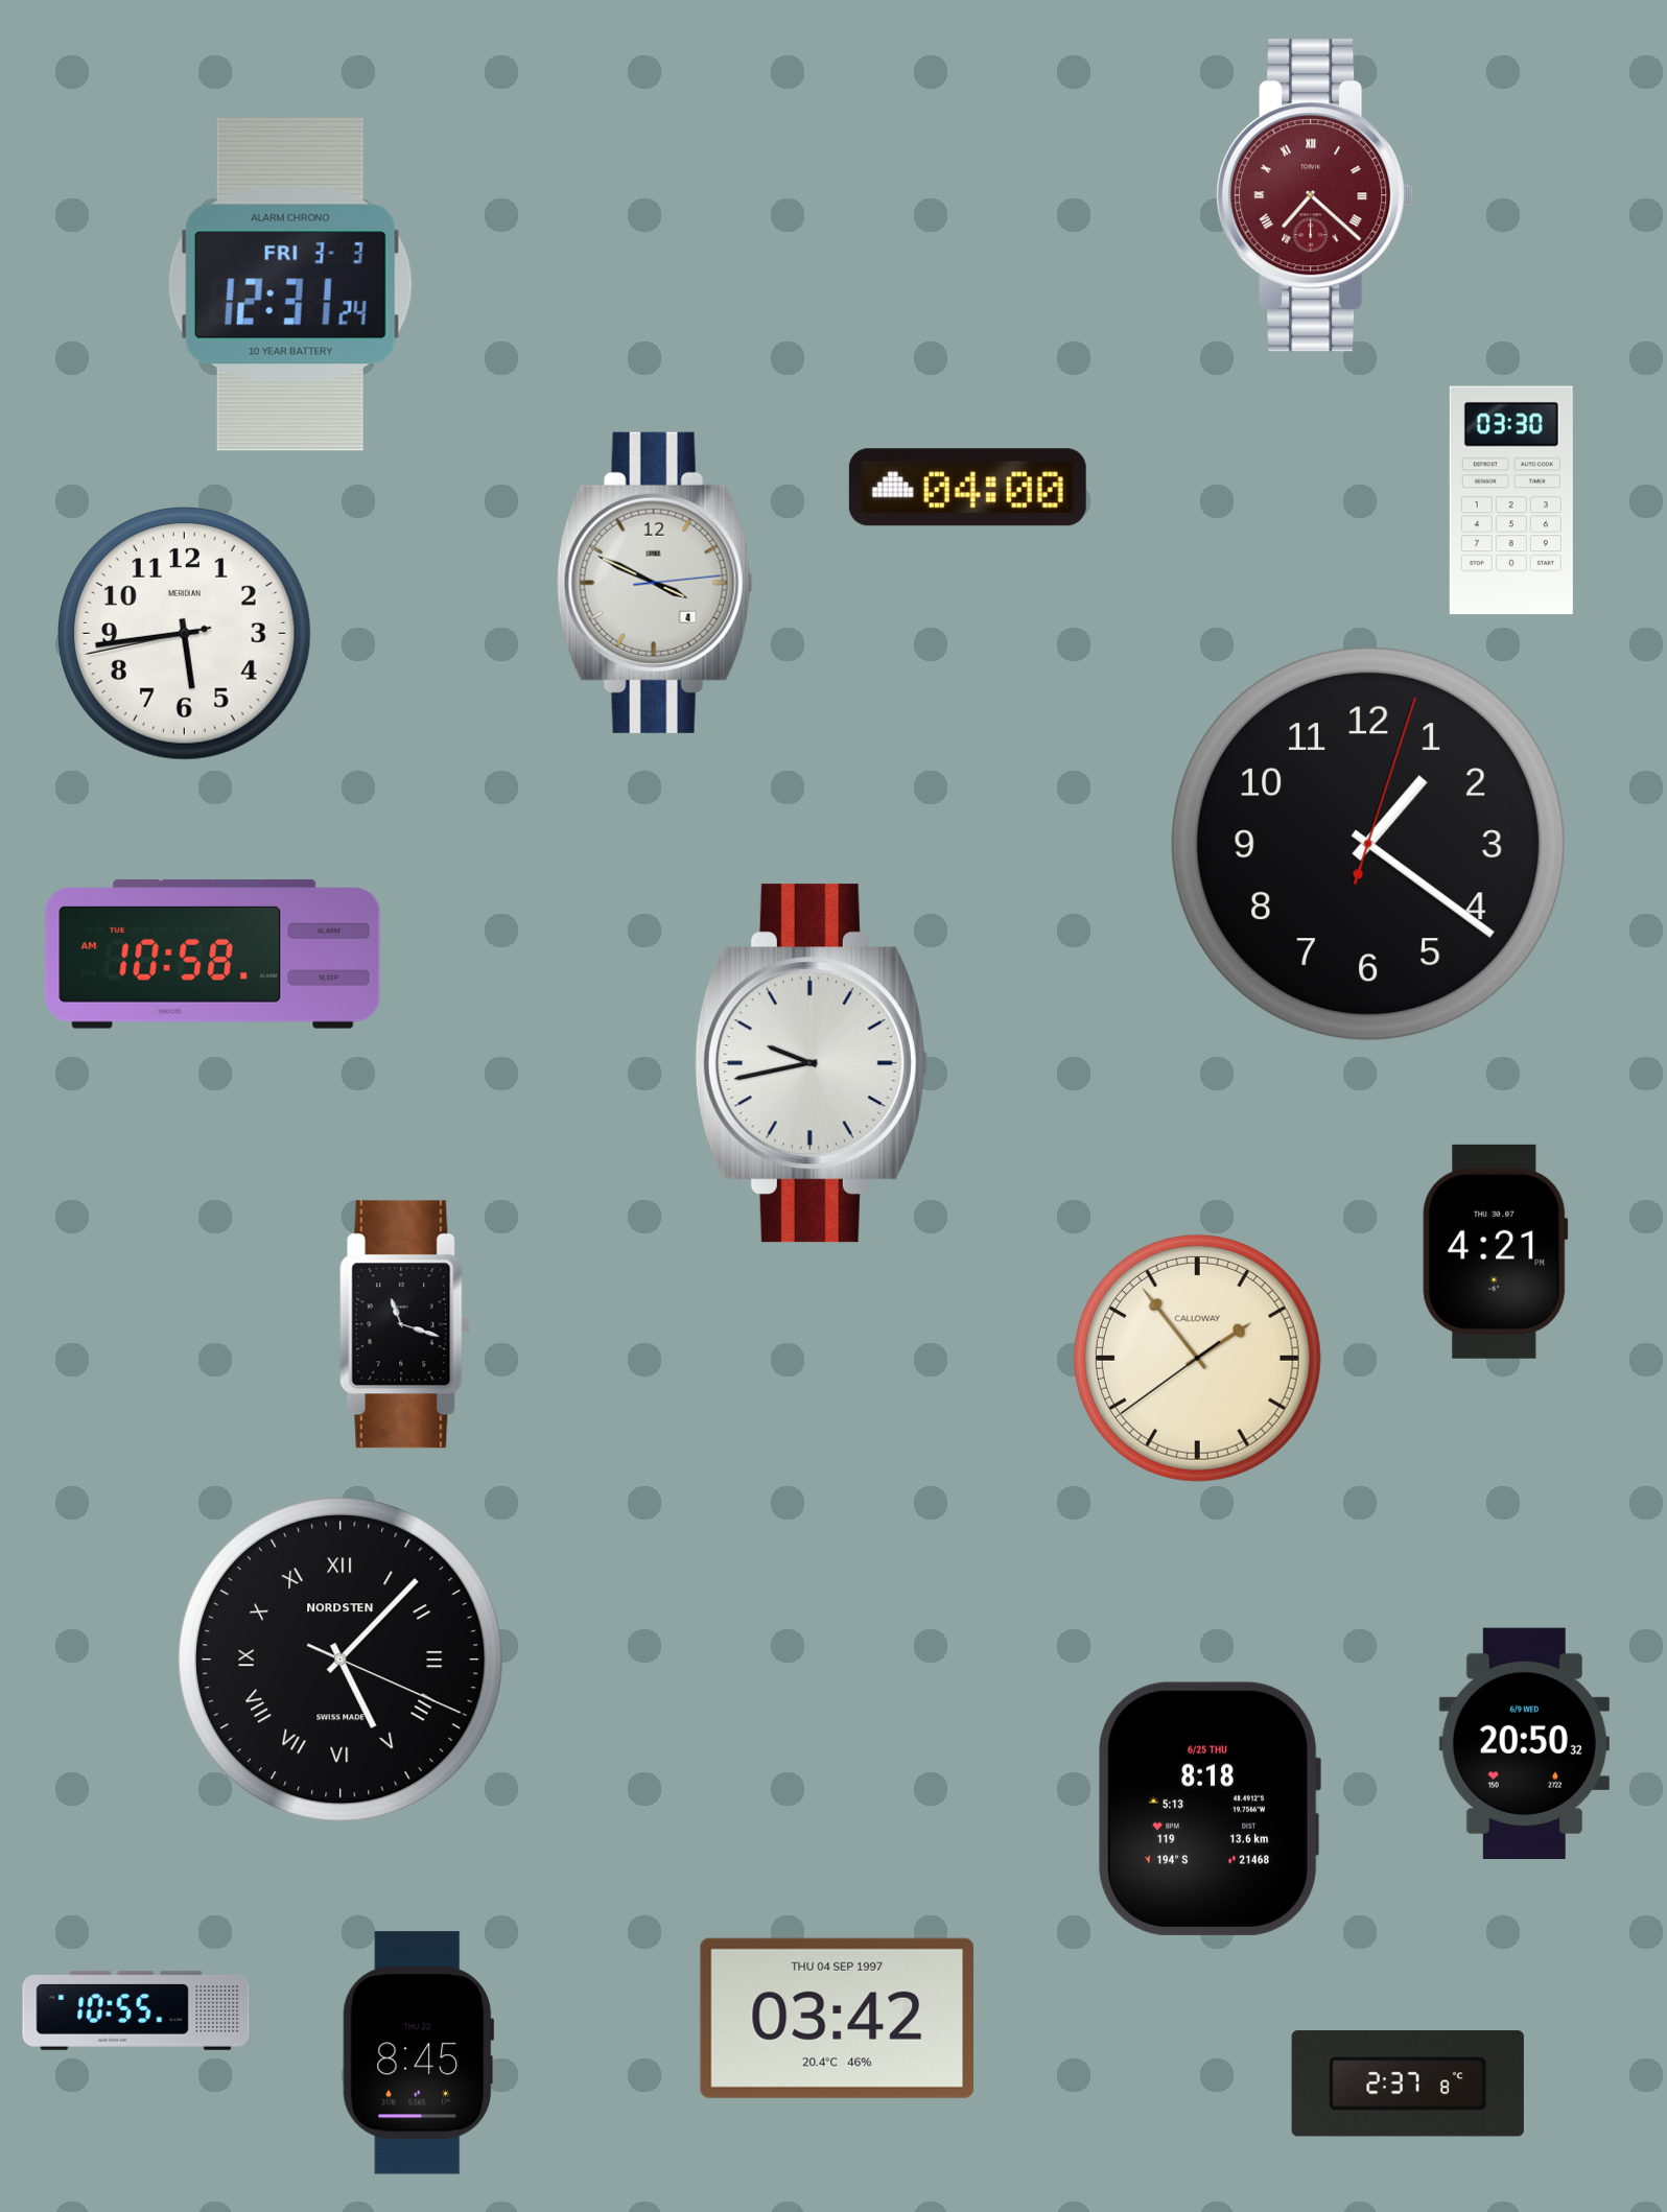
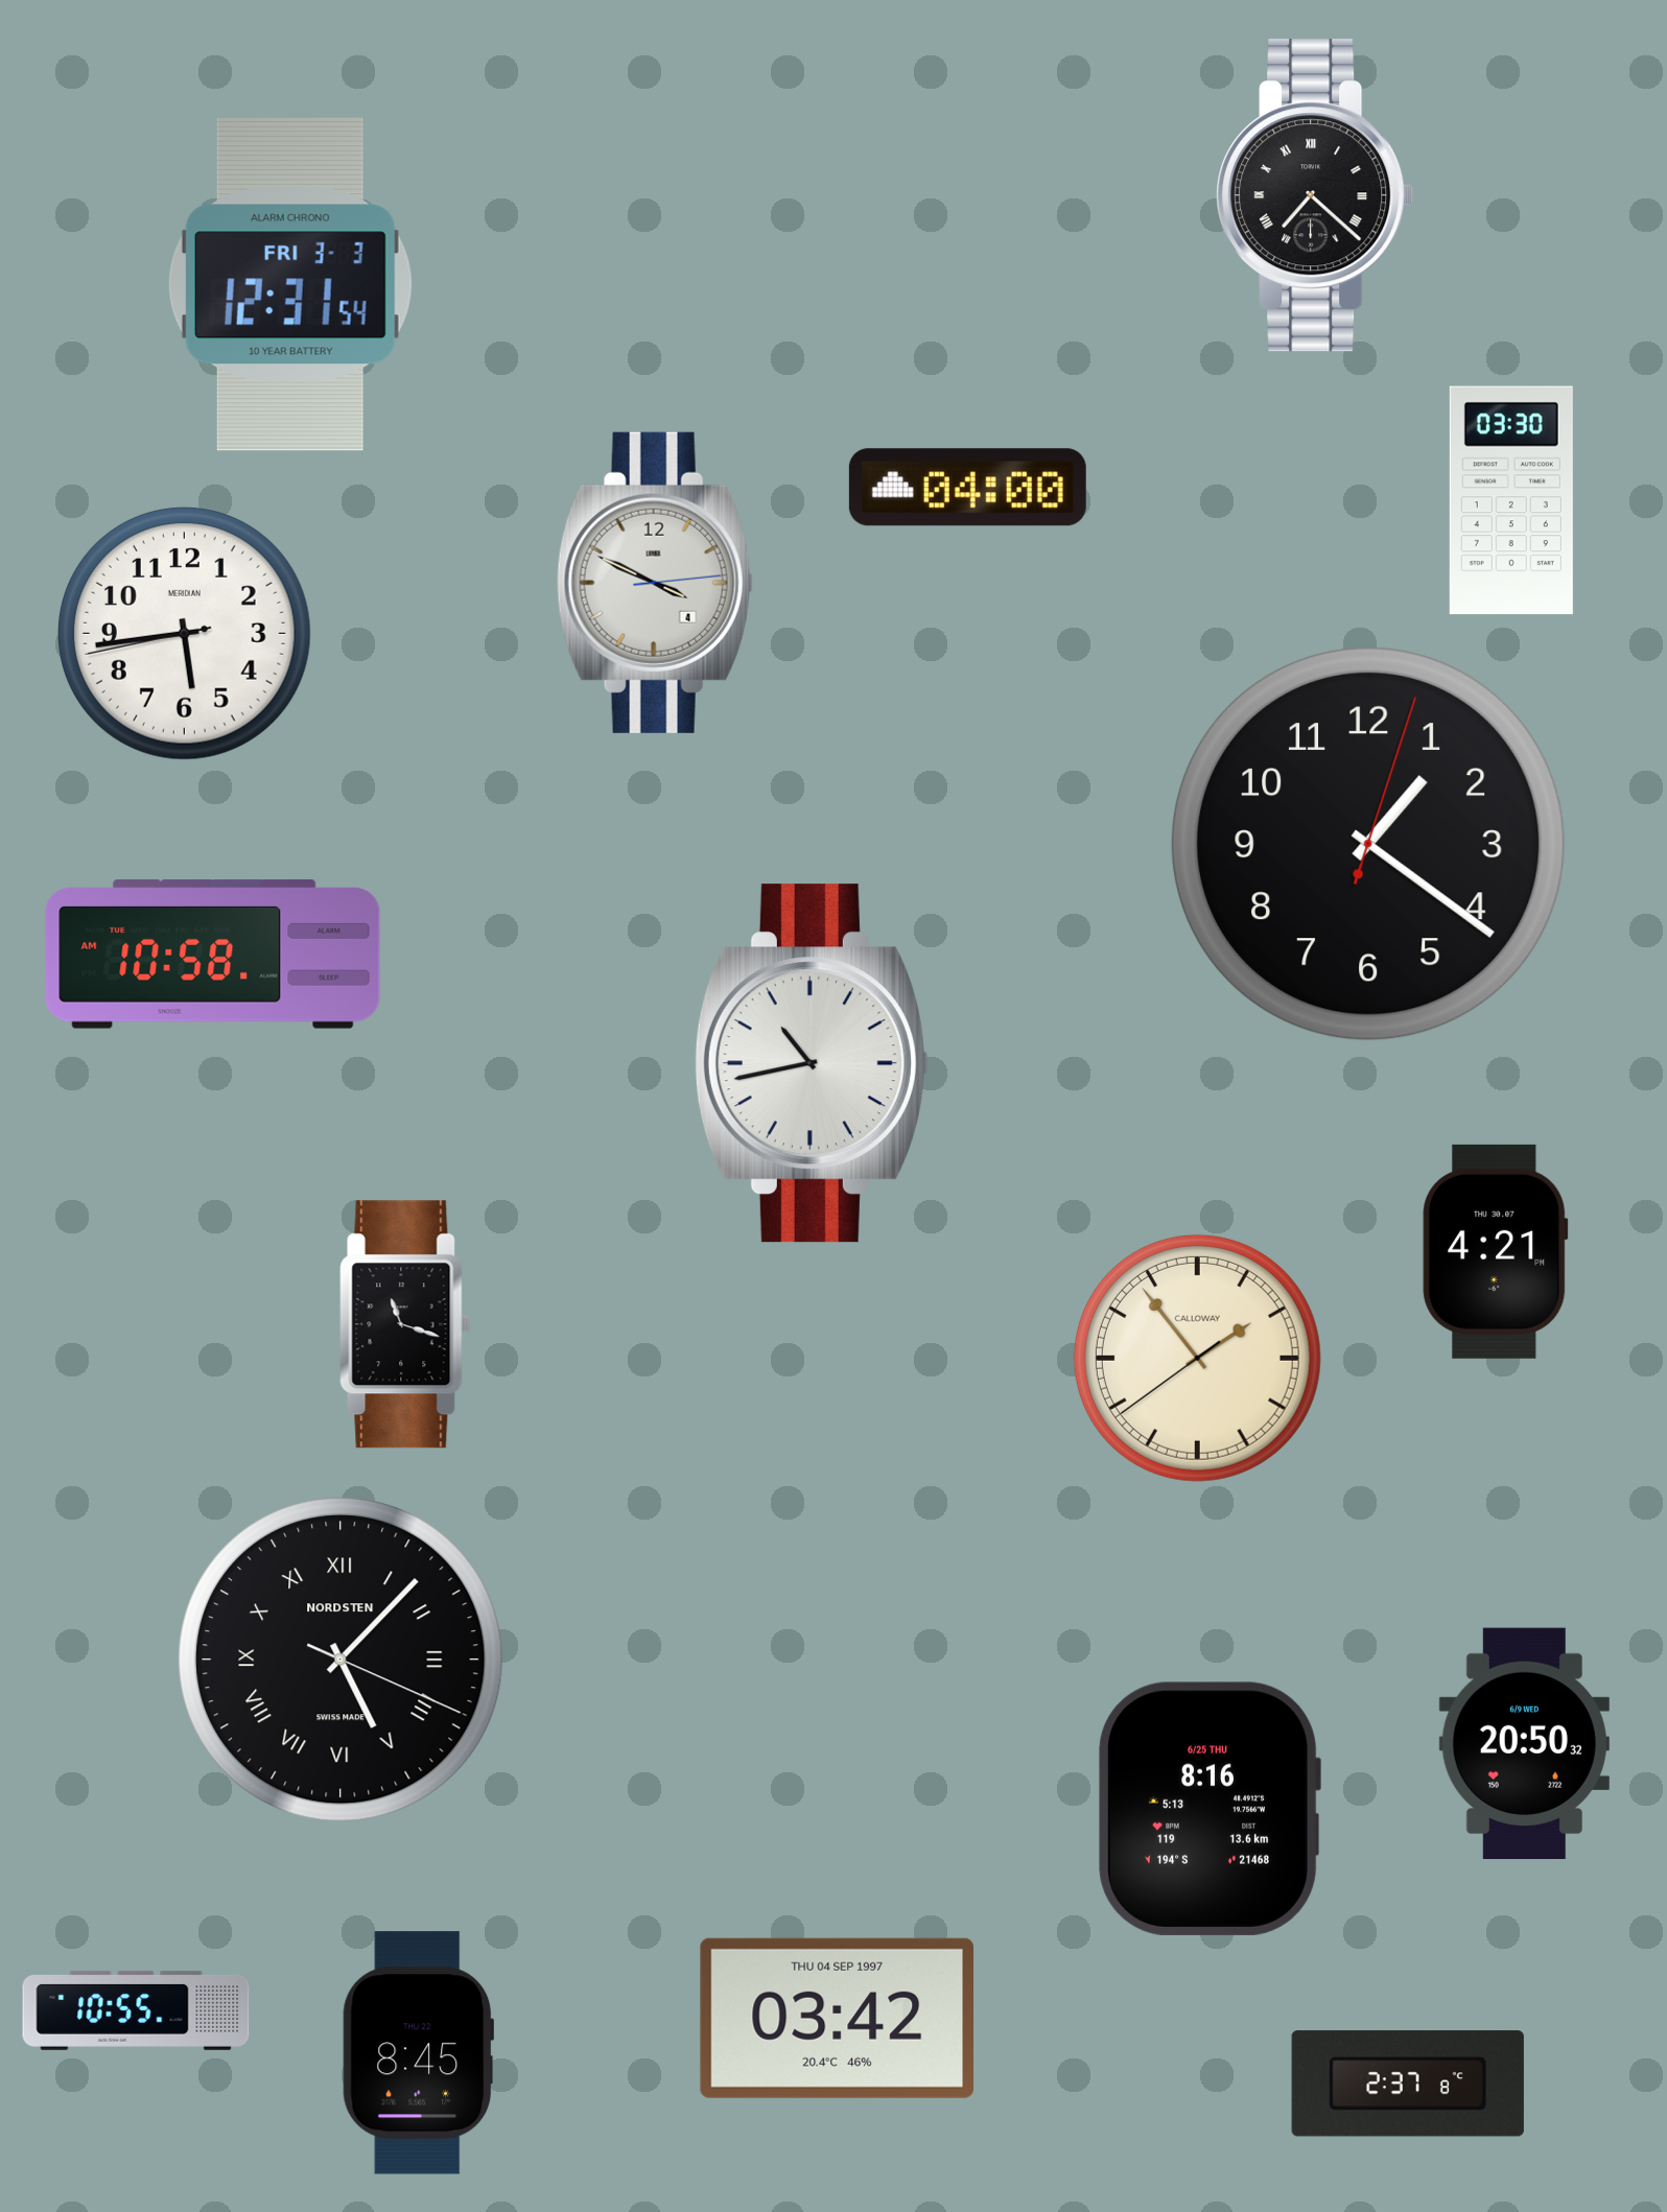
clock at (1315, 195) dial: burgundy -> black
clock at (290, 284): 12:31:24 -> 12:31:54
clock at (812, 1063): 9:43 -> 10:43
clock at (1210, 1809): 8:18 -> 8:16
